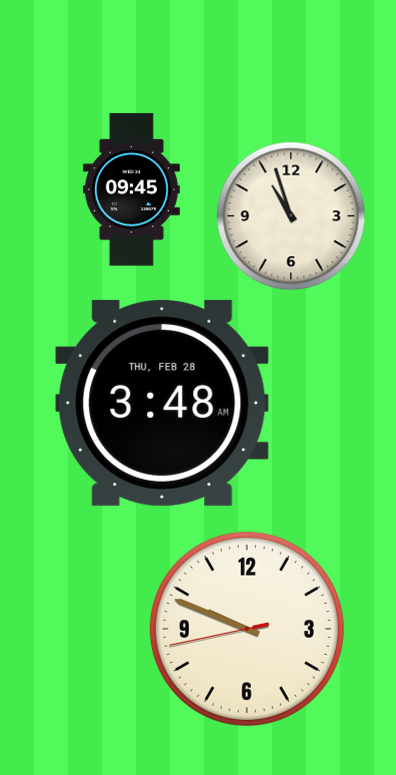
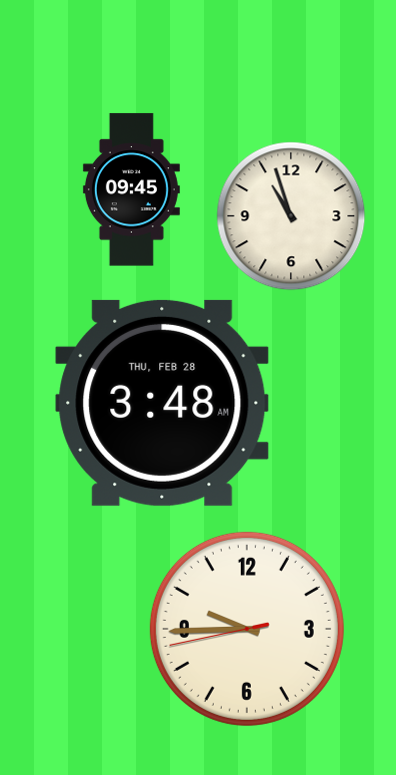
clock at (247, 629): 9:48 -> 9:44
